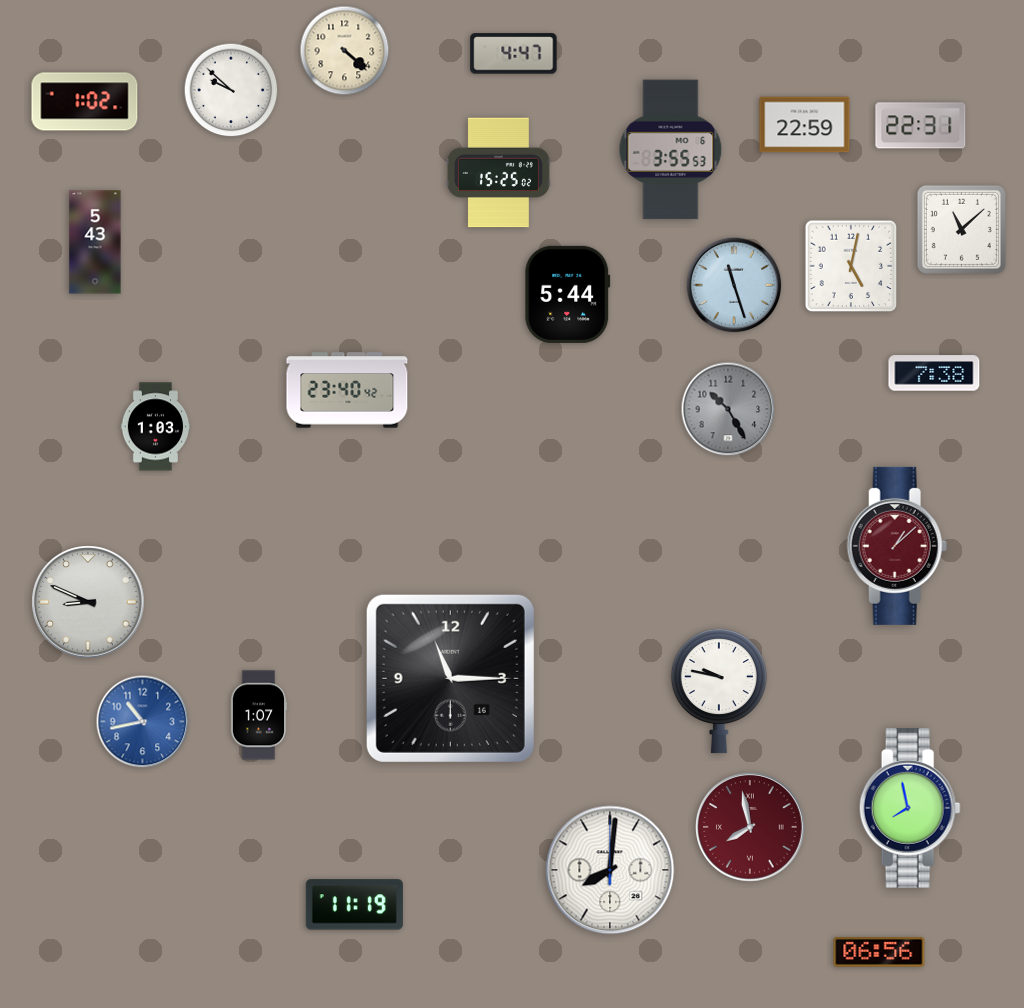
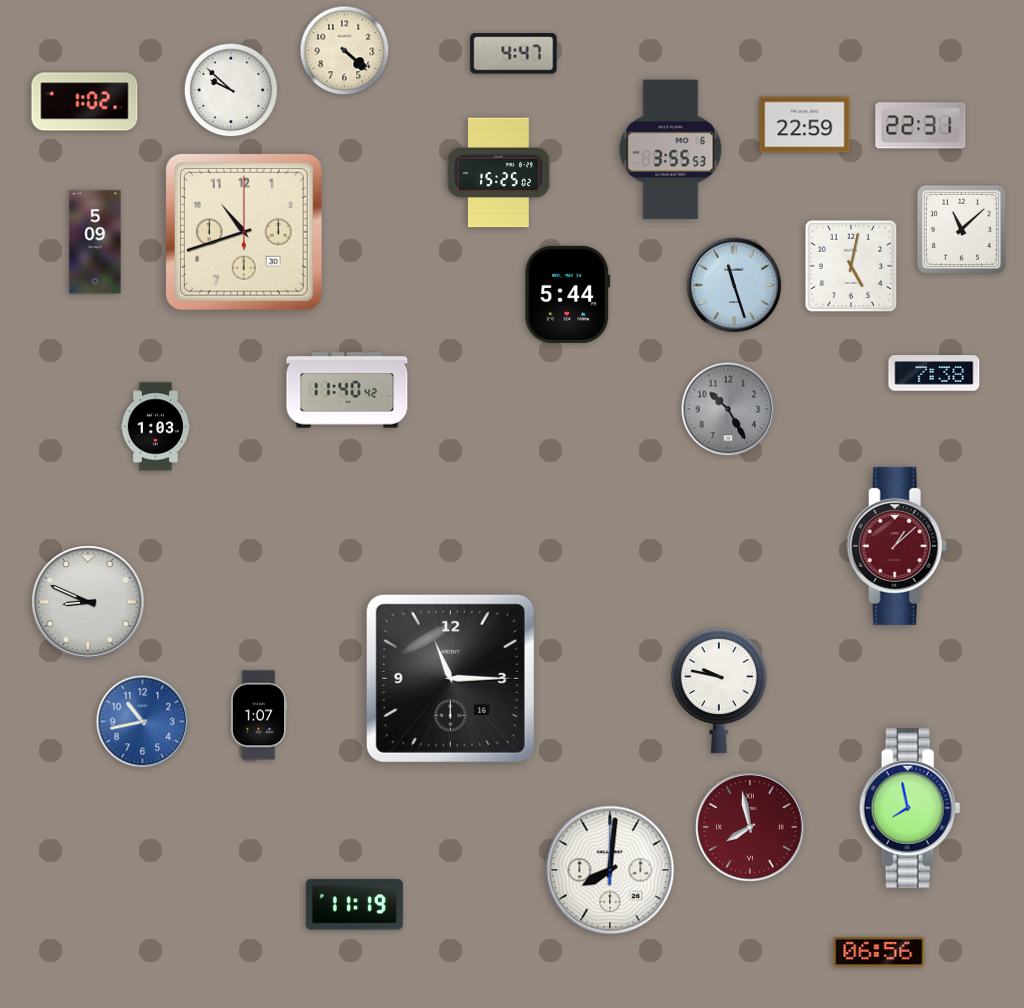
clock at (244, 232): none -> 10:42
clock at (95, 242): 5:43 -> 5:09
clock at (347, 390): 23:40 -> 11:40
